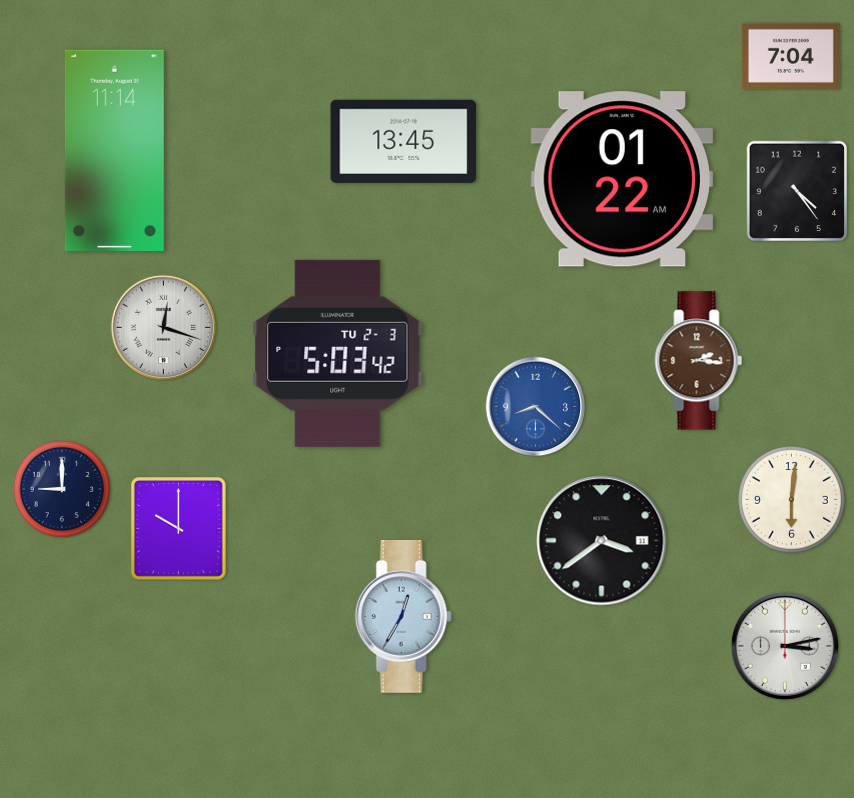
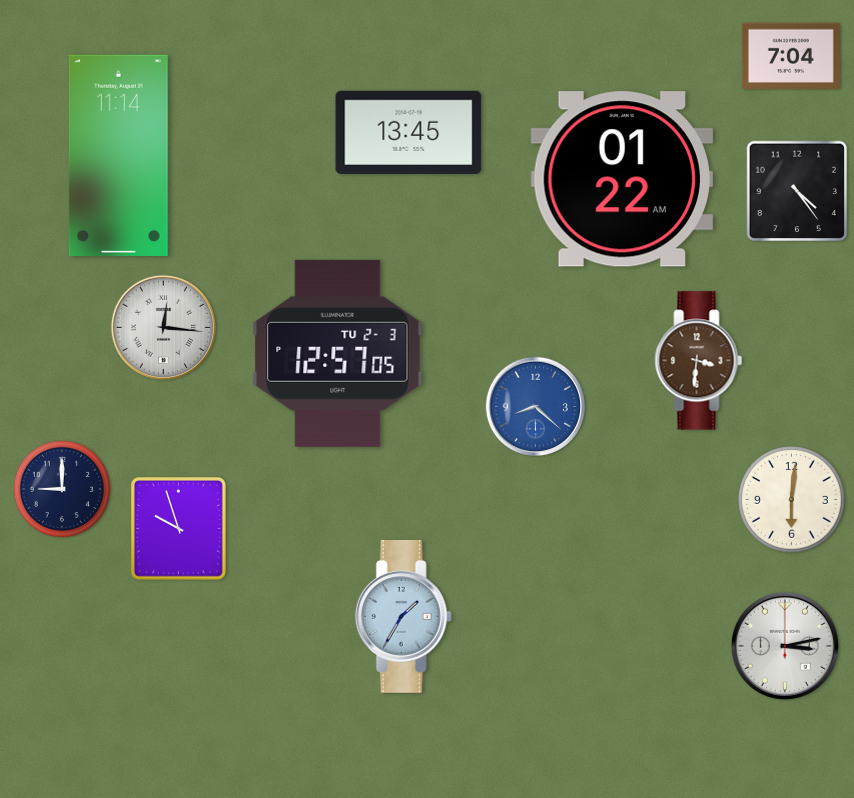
clock at (404, 141) position: (404, 141) -> (409, 132)
clock at (114, 150) position: (114, 150) -> (118, 155)
clock at (163, 327): 12:18 -> 12:16
clock at (338, 353): 5:03 -> 12:57
clock at (699, 361): 2:16 -> 3:31
clock at (179, 529): 10:00 -> 9:57
clock at (602, 541): 3:39 -> none
clock at (403, 616): 12:35 -> 1:35
